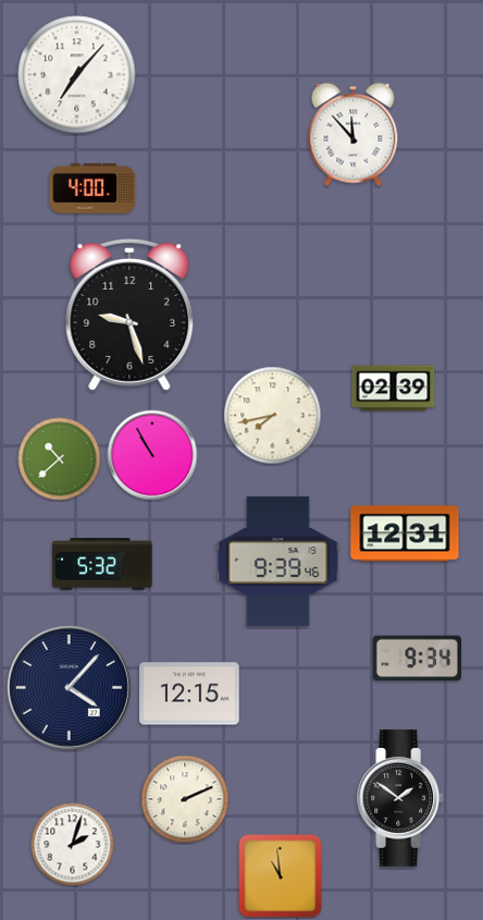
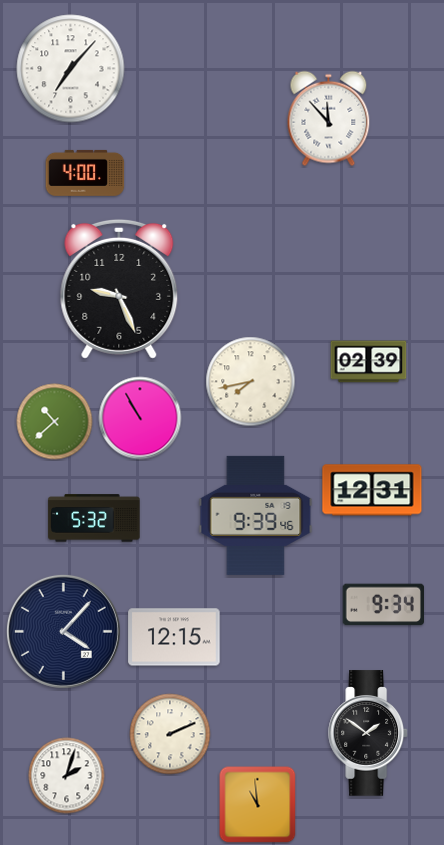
clock at (354, 135) position: (354, 135) -> (329, 119)
clock at (129, 315): 9:27 -> 9:26
clock at (394, 389) position: (394, 389) -> (369, 362)
